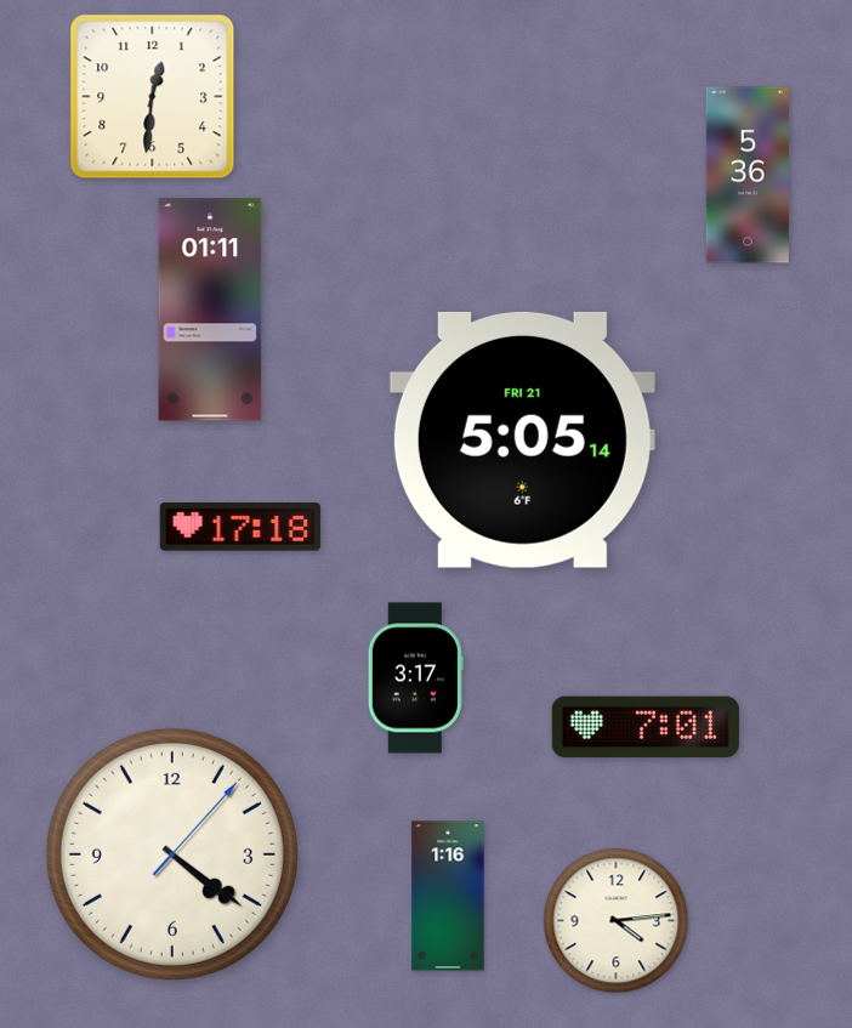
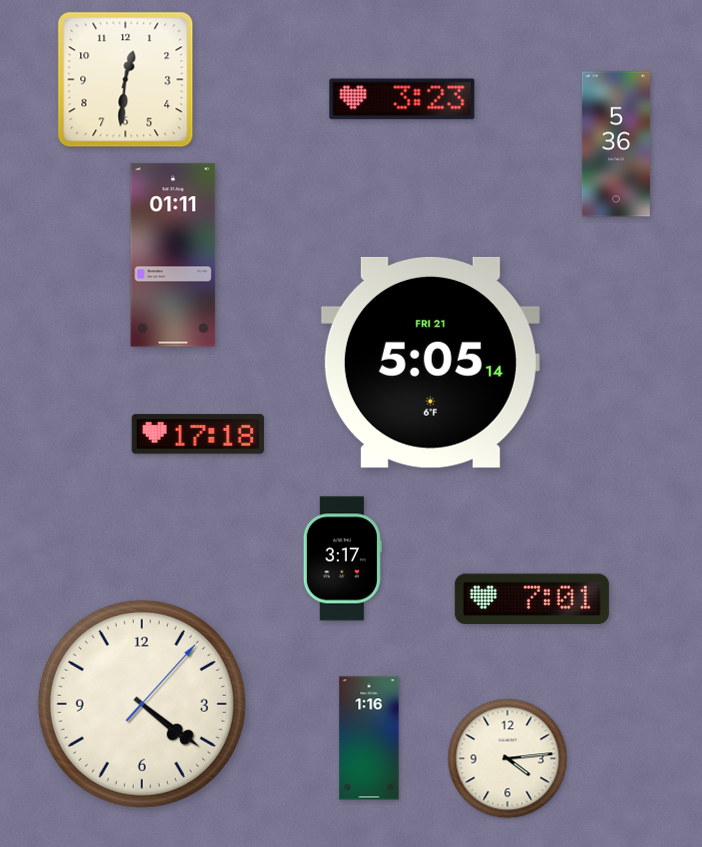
clock at (402, 99): none -> 3:23
